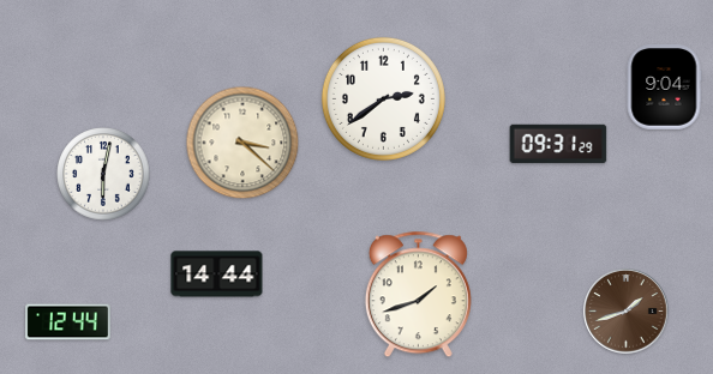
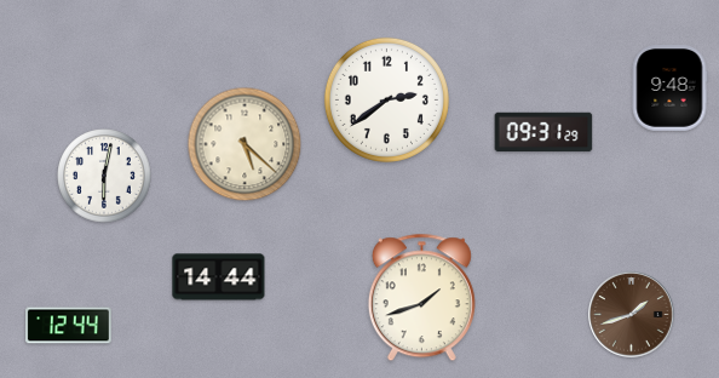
clock at (664, 88): 9:04 -> 9:48
clock at (242, 143): 3:22 -> 5:22
clock at (558, 144) position: (558, 144) -> (543, 132)
